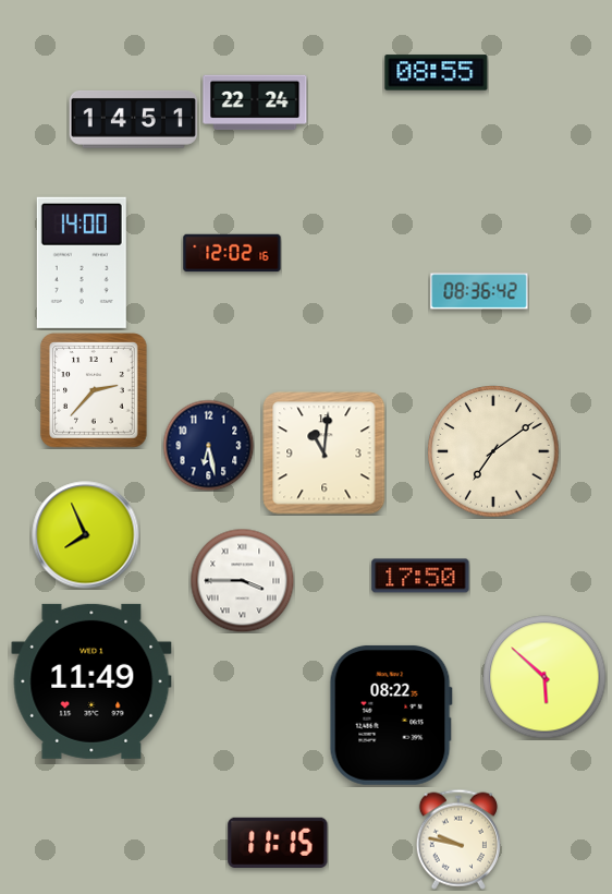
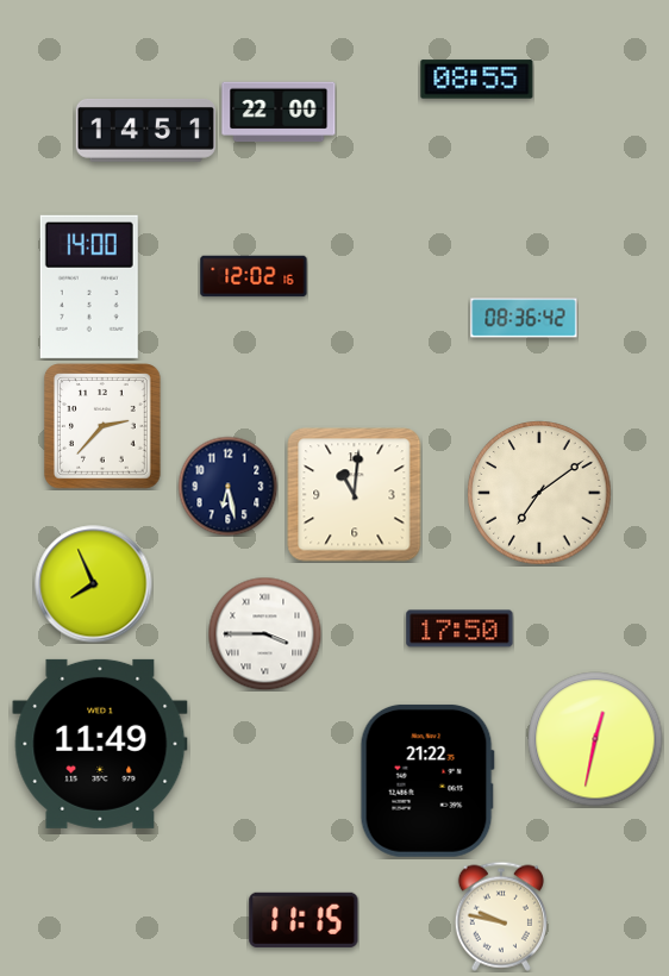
clock at (255, 102): 22:24 -> 22:00
clock at (544, 677): 5:52 -> 12:32
clock at (391, 715): 08:22 -> 21:22
